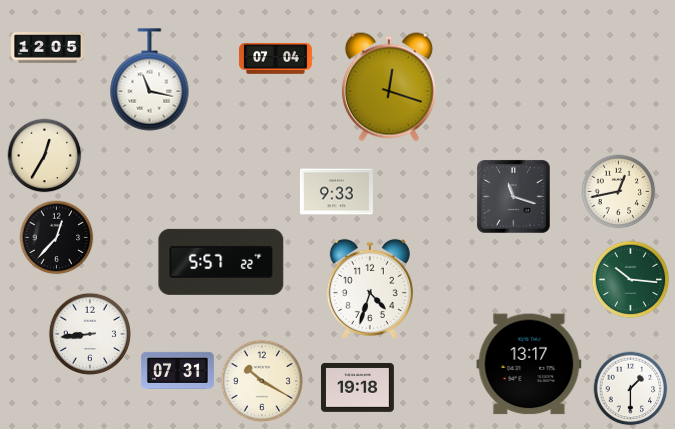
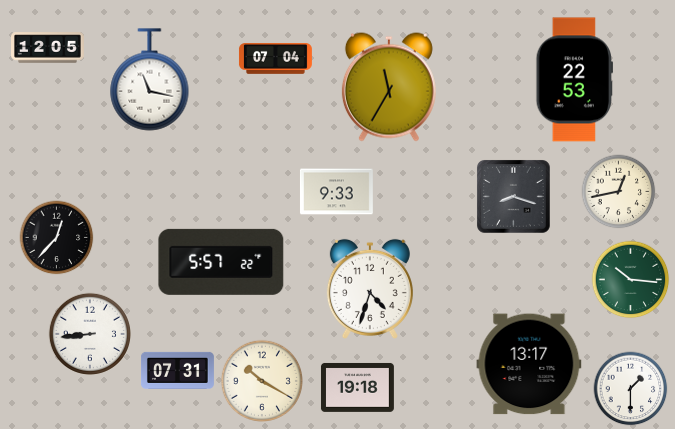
clock at (574, 80): none -> 22:53
clock at (389, 87): 12:18 -> 11:35
clock at (45, 156): 12:35 -> none
clock at (514, 197): 11:18 -> 8:18
